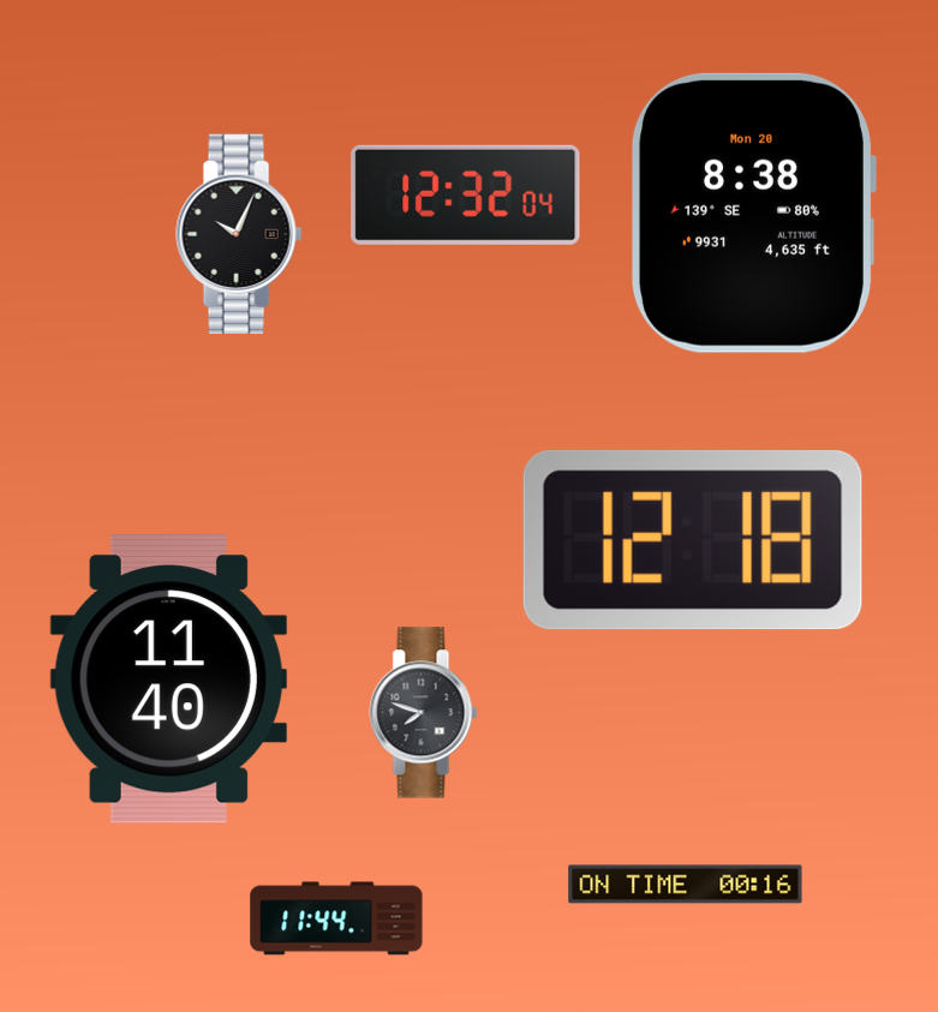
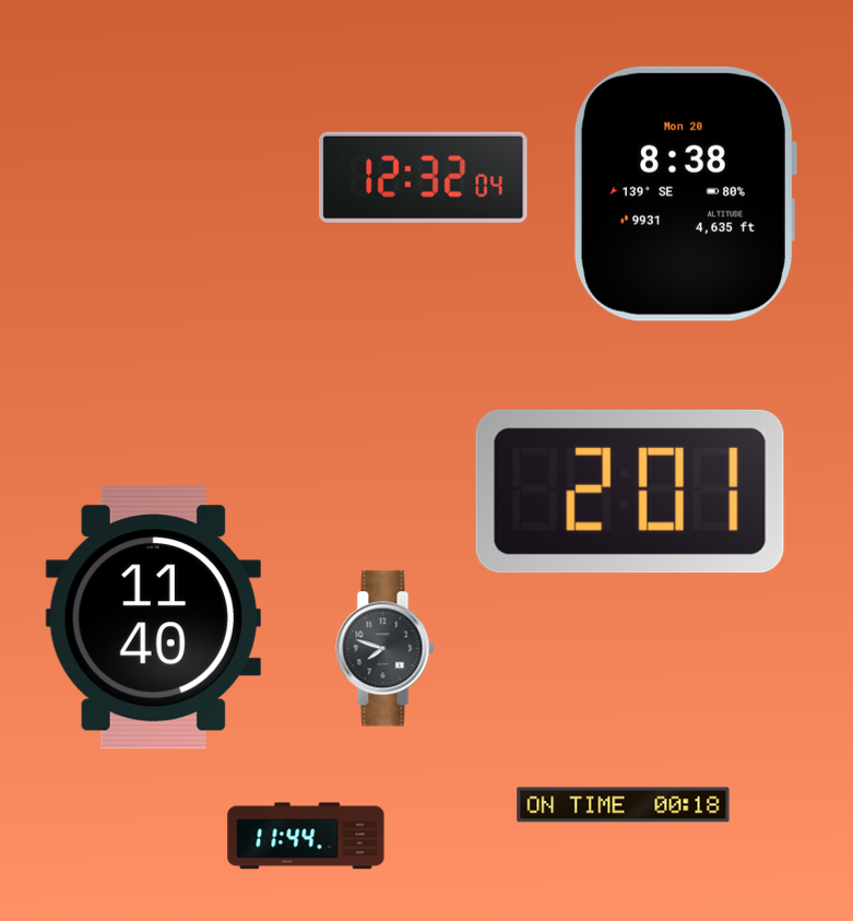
clock at (239, 234): 10:04 -> none
clock at (693, 540): 12:18 -> 2:01
clock at (686, 885): 00:16 -> 00:18
